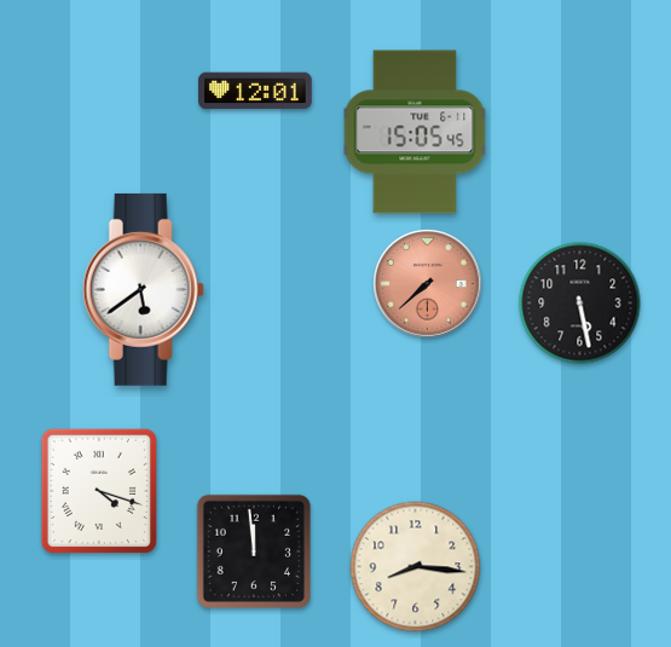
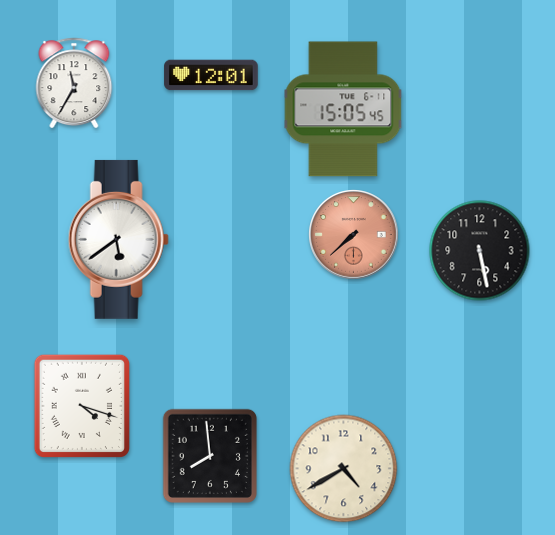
clock at (74, 83): none -> 11:35
clock at (254, 551): 11:59 -> 7:59
clock at (416, 567): 8:16 -> 4:40
